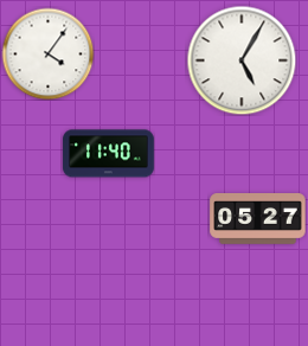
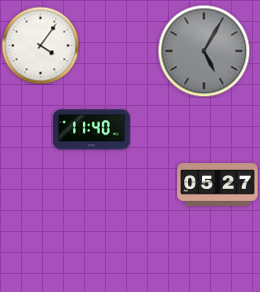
clock at (242, 60) dial: white -> grey
